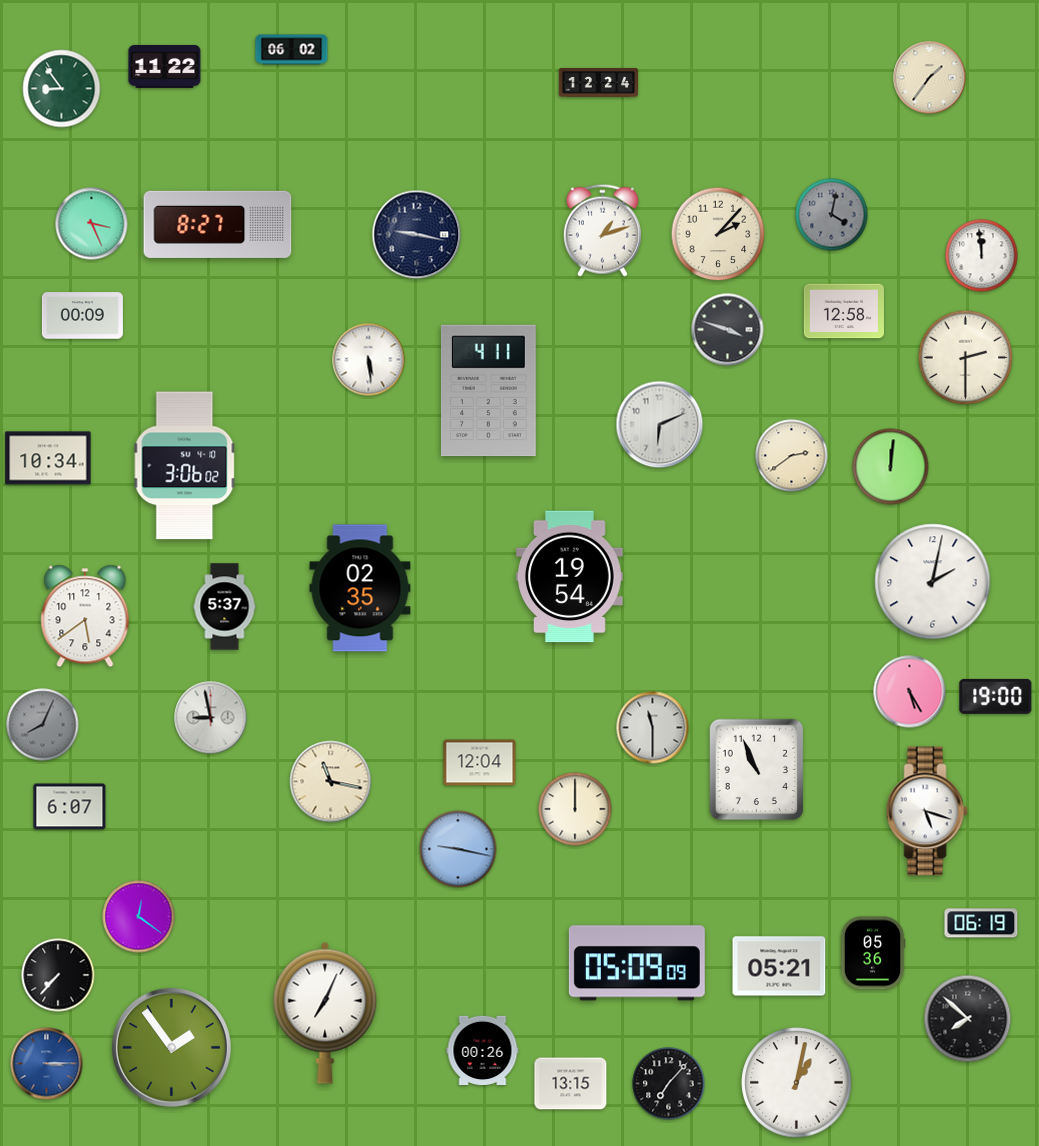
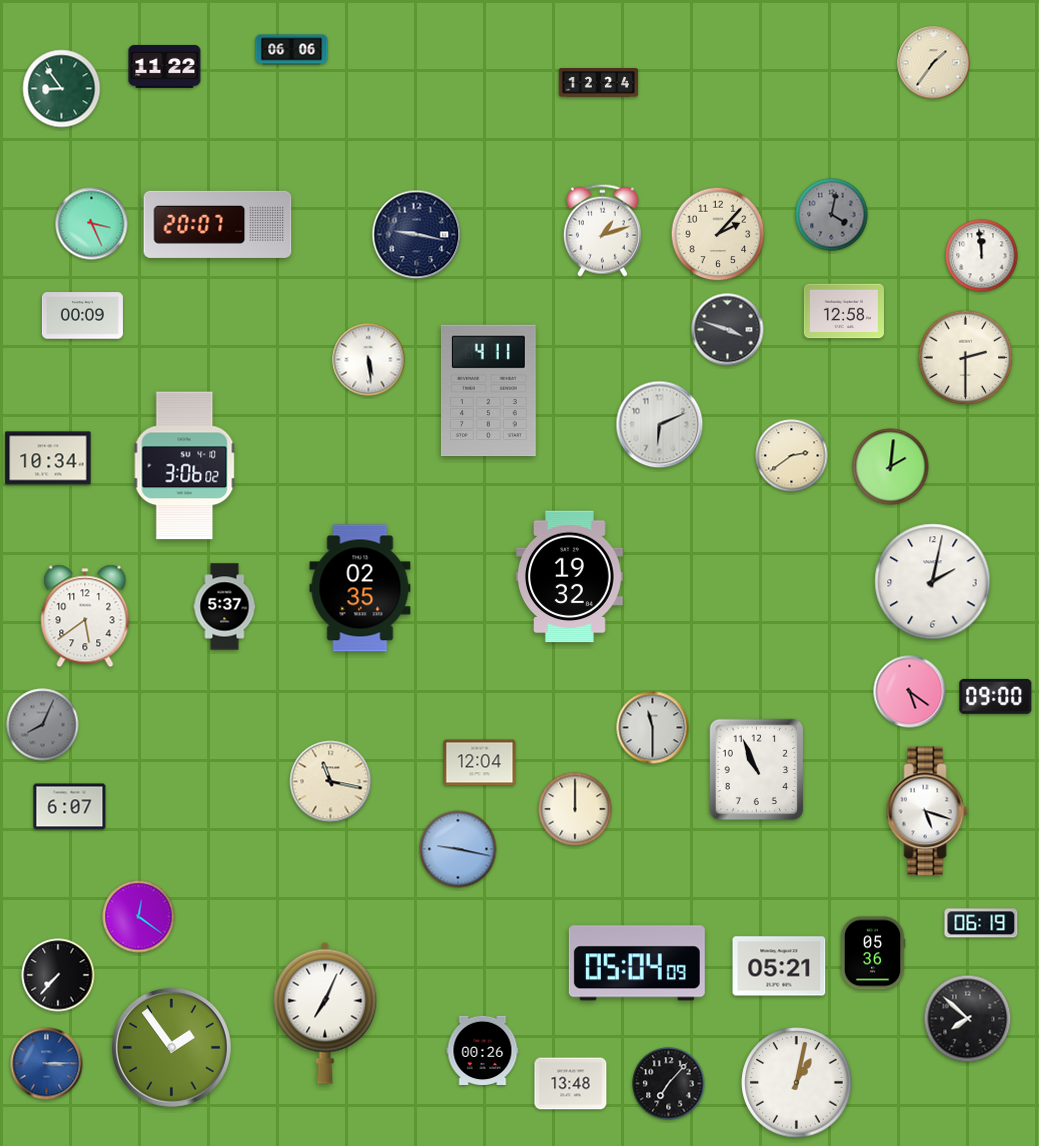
clock at (292, 50): 06:02 -> 06:06
clock at (930, 78) position: (930, 78) -> (934, 63)
clock at (218, 224): 8:27 -> 20:07
clock at (891, 467): 12:01 -> 2:01
clock at (570, 577): 19:54 -> 19:32
clock at (910, 692): 5:25 -> 5:21
clock at (996, 696): 19:00 -> 09:00
clock at (211, 718): 8:58 -> none
clock at (637, 963): 05:09 -> 05:04
clock at (571, 1084): 13:15 -> 13:48
